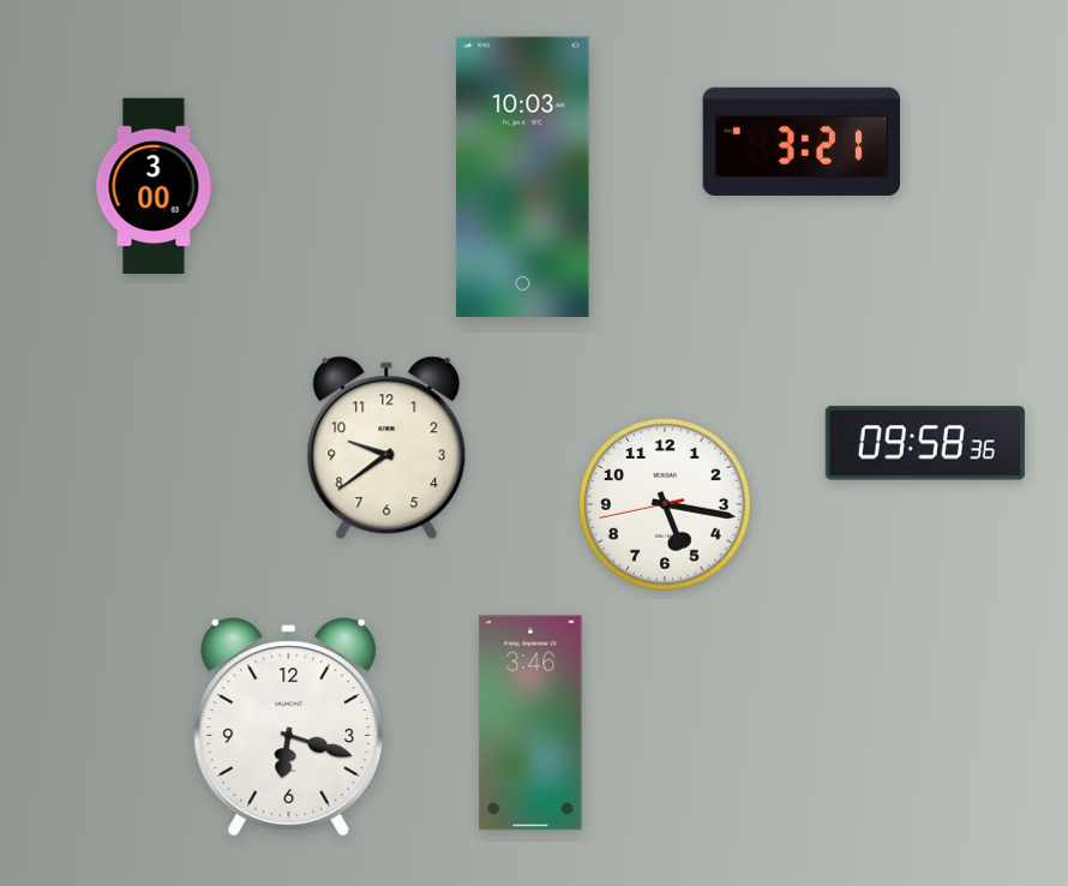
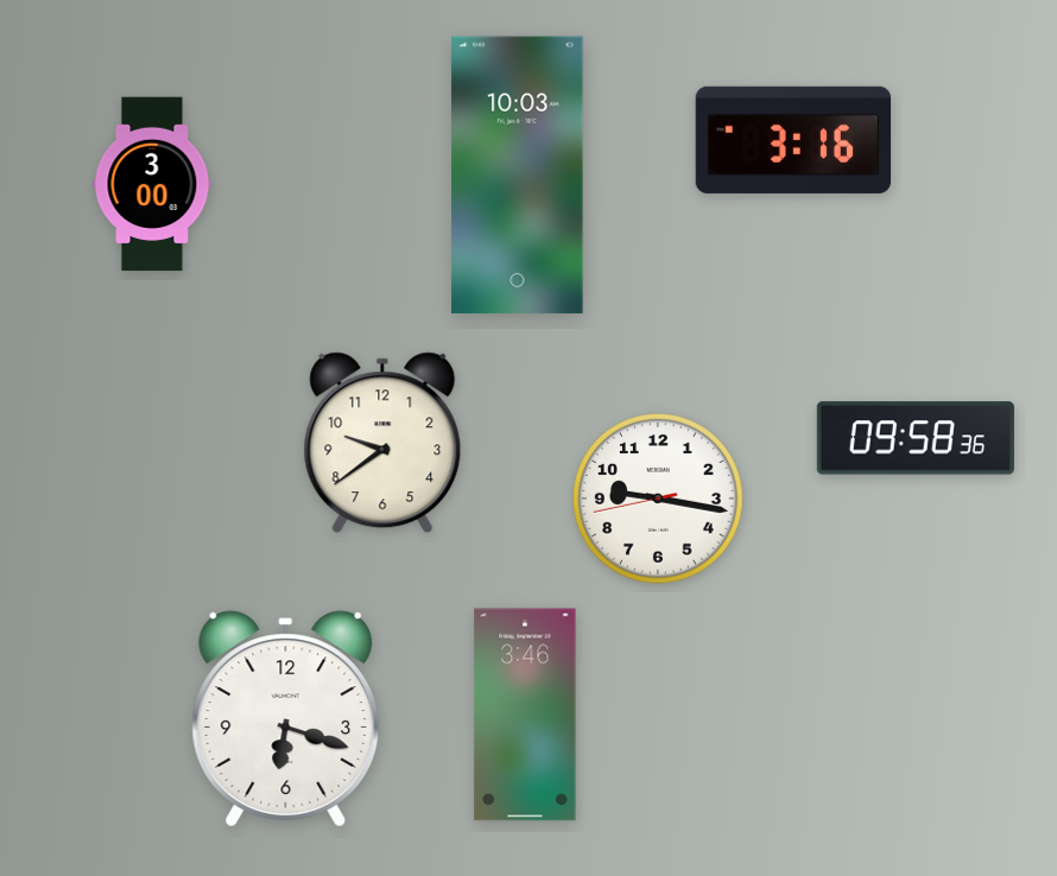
clock at (800, 142): 3:21 -> 3:16
clock at (665, 504): 5:16 -> 9:16
